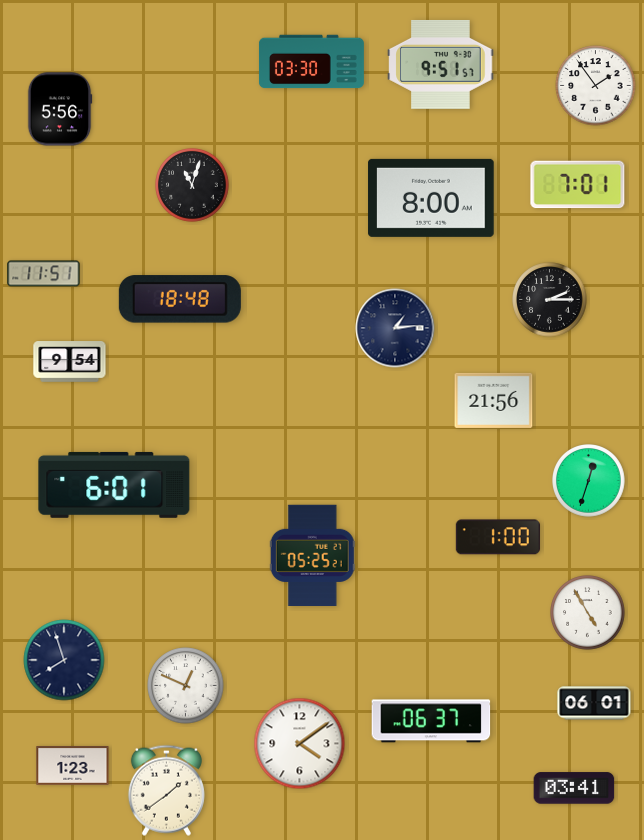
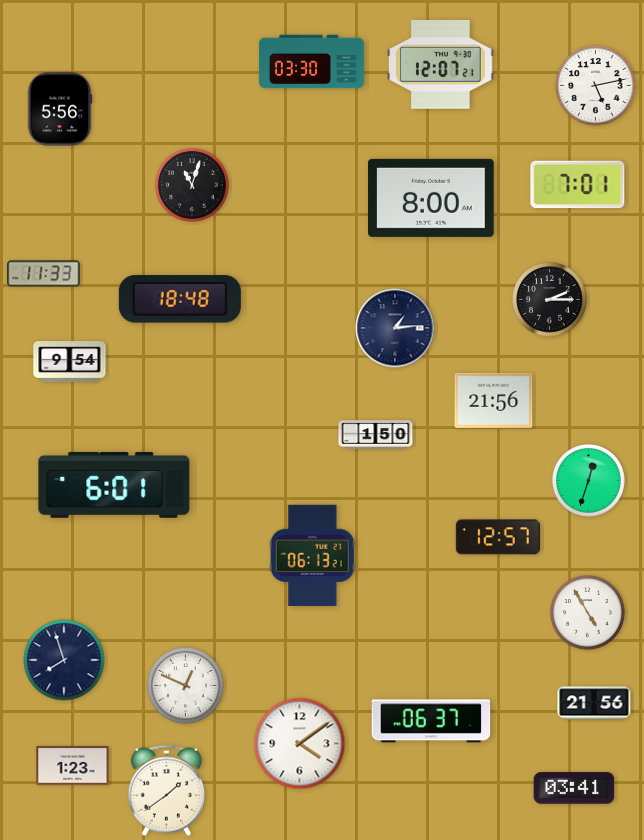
clock at (441, 64): 9:51 -> 12:07
clock at (596, 86): 1:54 -> 5:13
clock at (44, 274): 11:51 -> 11:33
clock at (376, 435): none -> 1:50
clock at (498, 537): 1:00 -> 12:57
clock at (312, 555): 05:25 -> 06:13
clock at (594, 703): 06:01 -> 21:56
